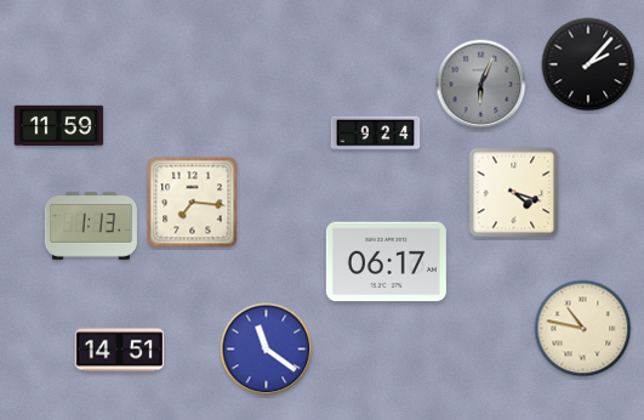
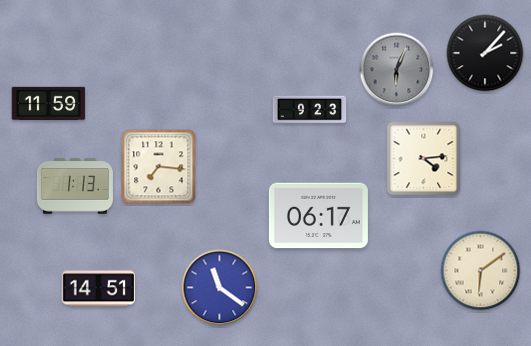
clock at (376, 134): 9:24 -> 9:23
clock at (514, 193): 4:18 -> 4:14
clock at (583, 329): 10:47 -> 6:09
